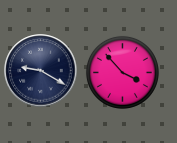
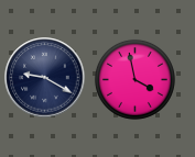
clock at (122, 72): 3:53 -> 3:58
